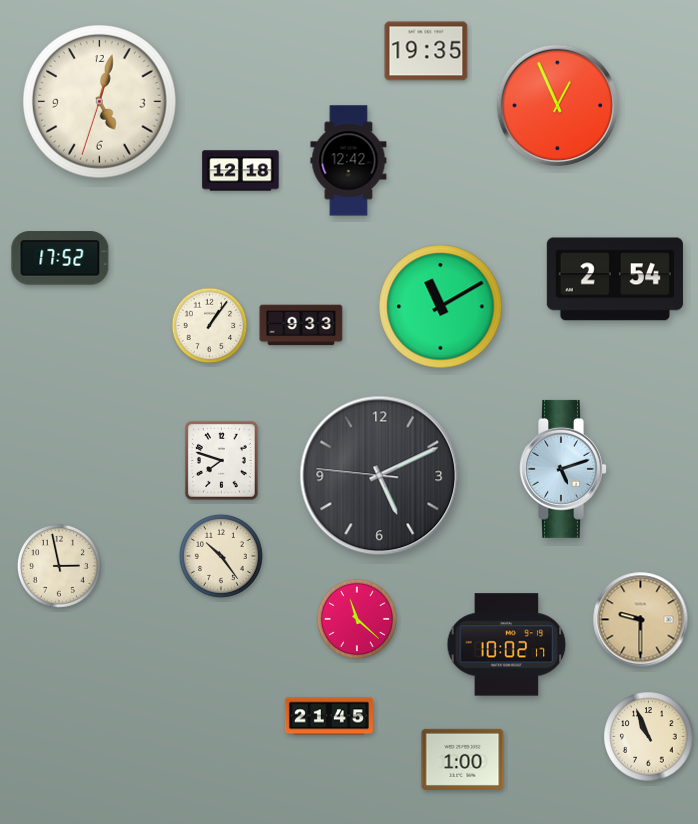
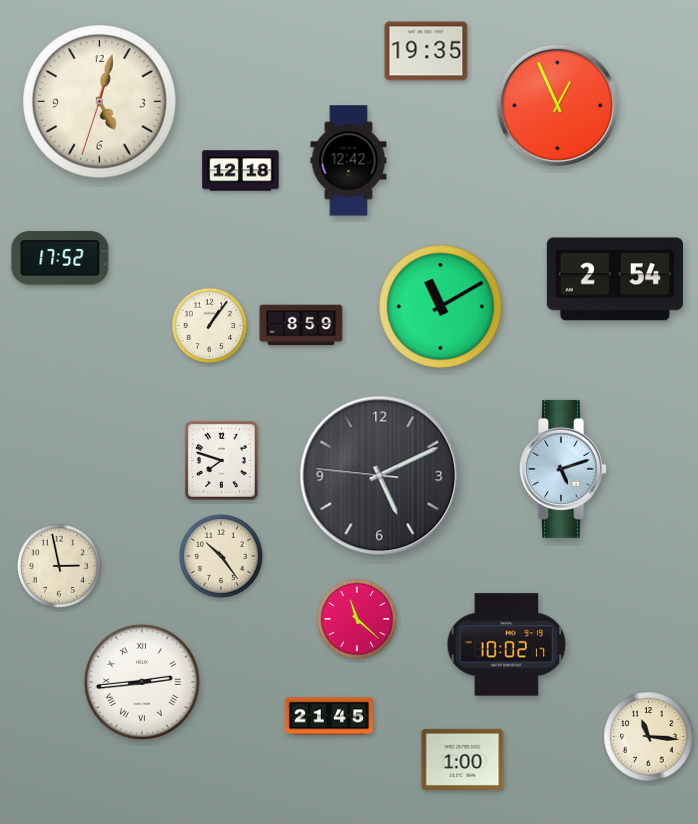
clock at (301, 325): 9:33 -> 8:59
clock at (641, 620): 9:30 -> none
clock at (142, 682): none -> 2:44
clock at (649, 737): 10:56 -> 11:16
